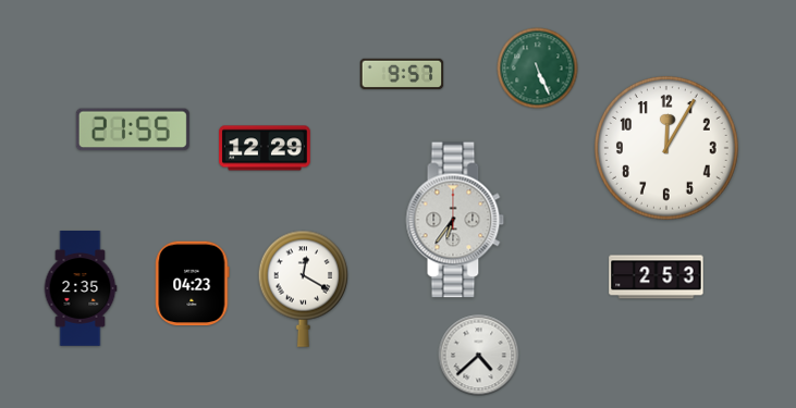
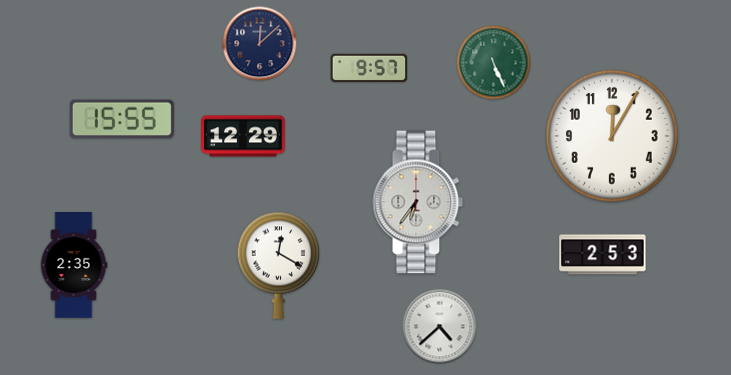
clock at (260, 44): none -> 12:08
clock at (133, 129): 21:55 -> 15:55
clock at (193, 284): 04:23 -> none
